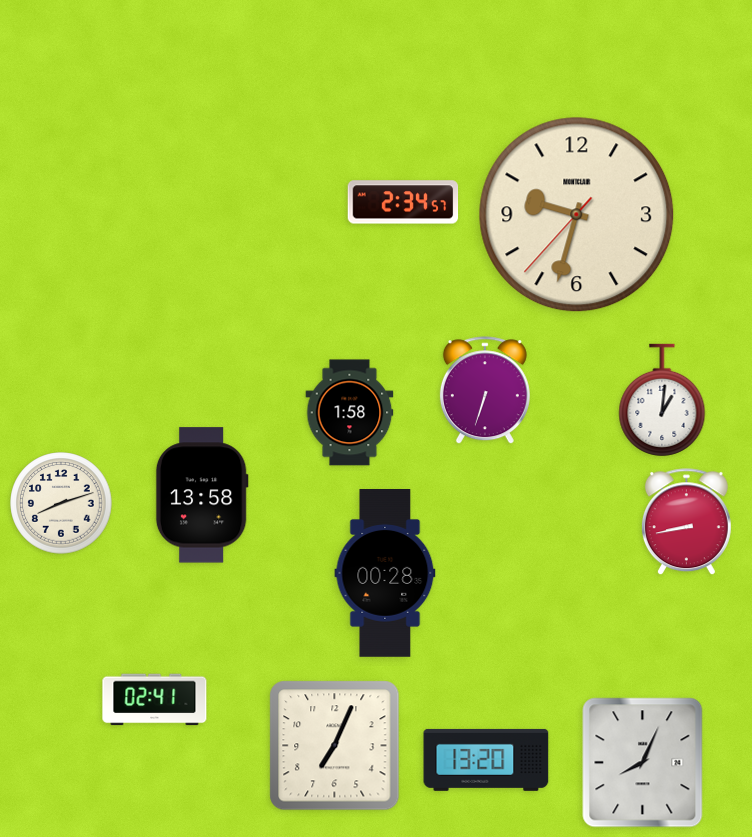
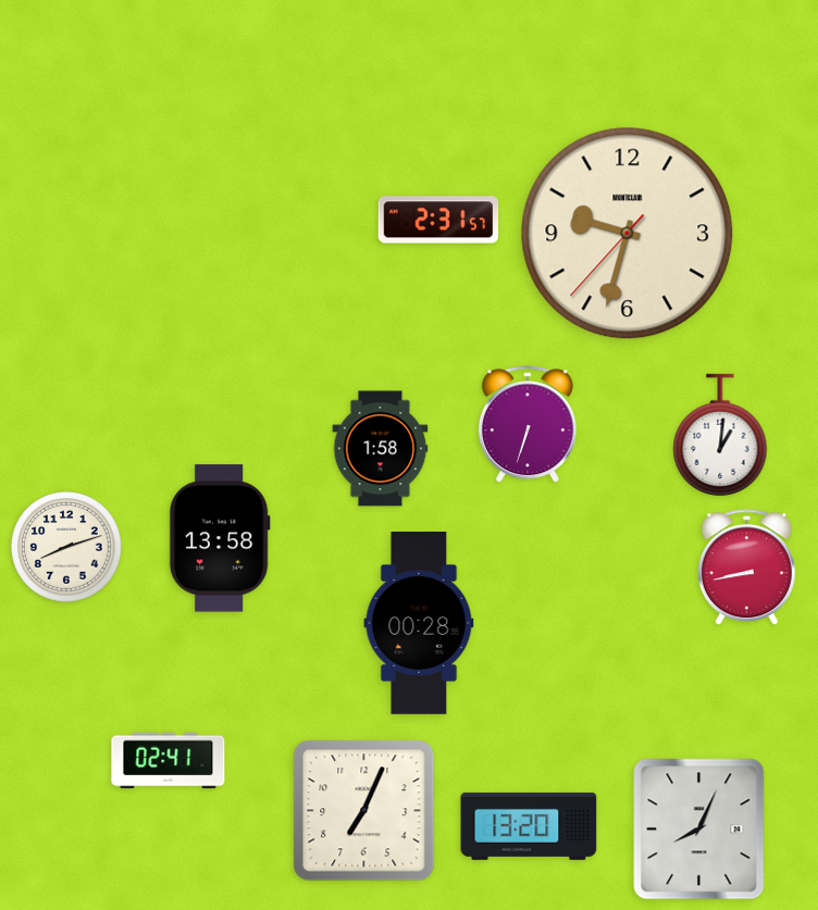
clock at (403, 202): 2:34 -> 2:31
